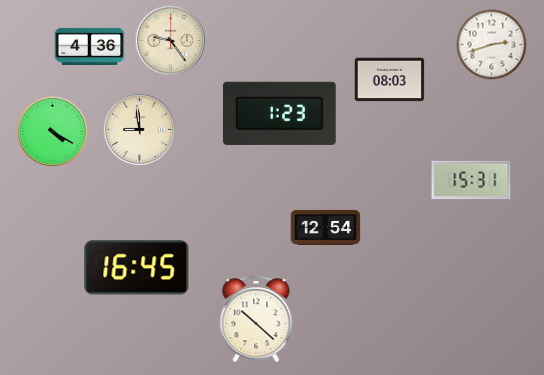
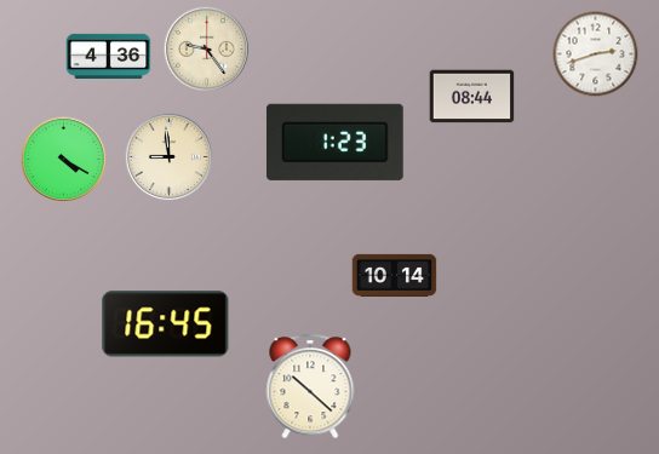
clock at (390, 80): 08:03 -> 08:44
clock at (279, 113) position: (279, 113) -> (334, 142)
clock at (471, 180): 15:31 -> none
clock at (326, 227): 12:54 -> 10:14
